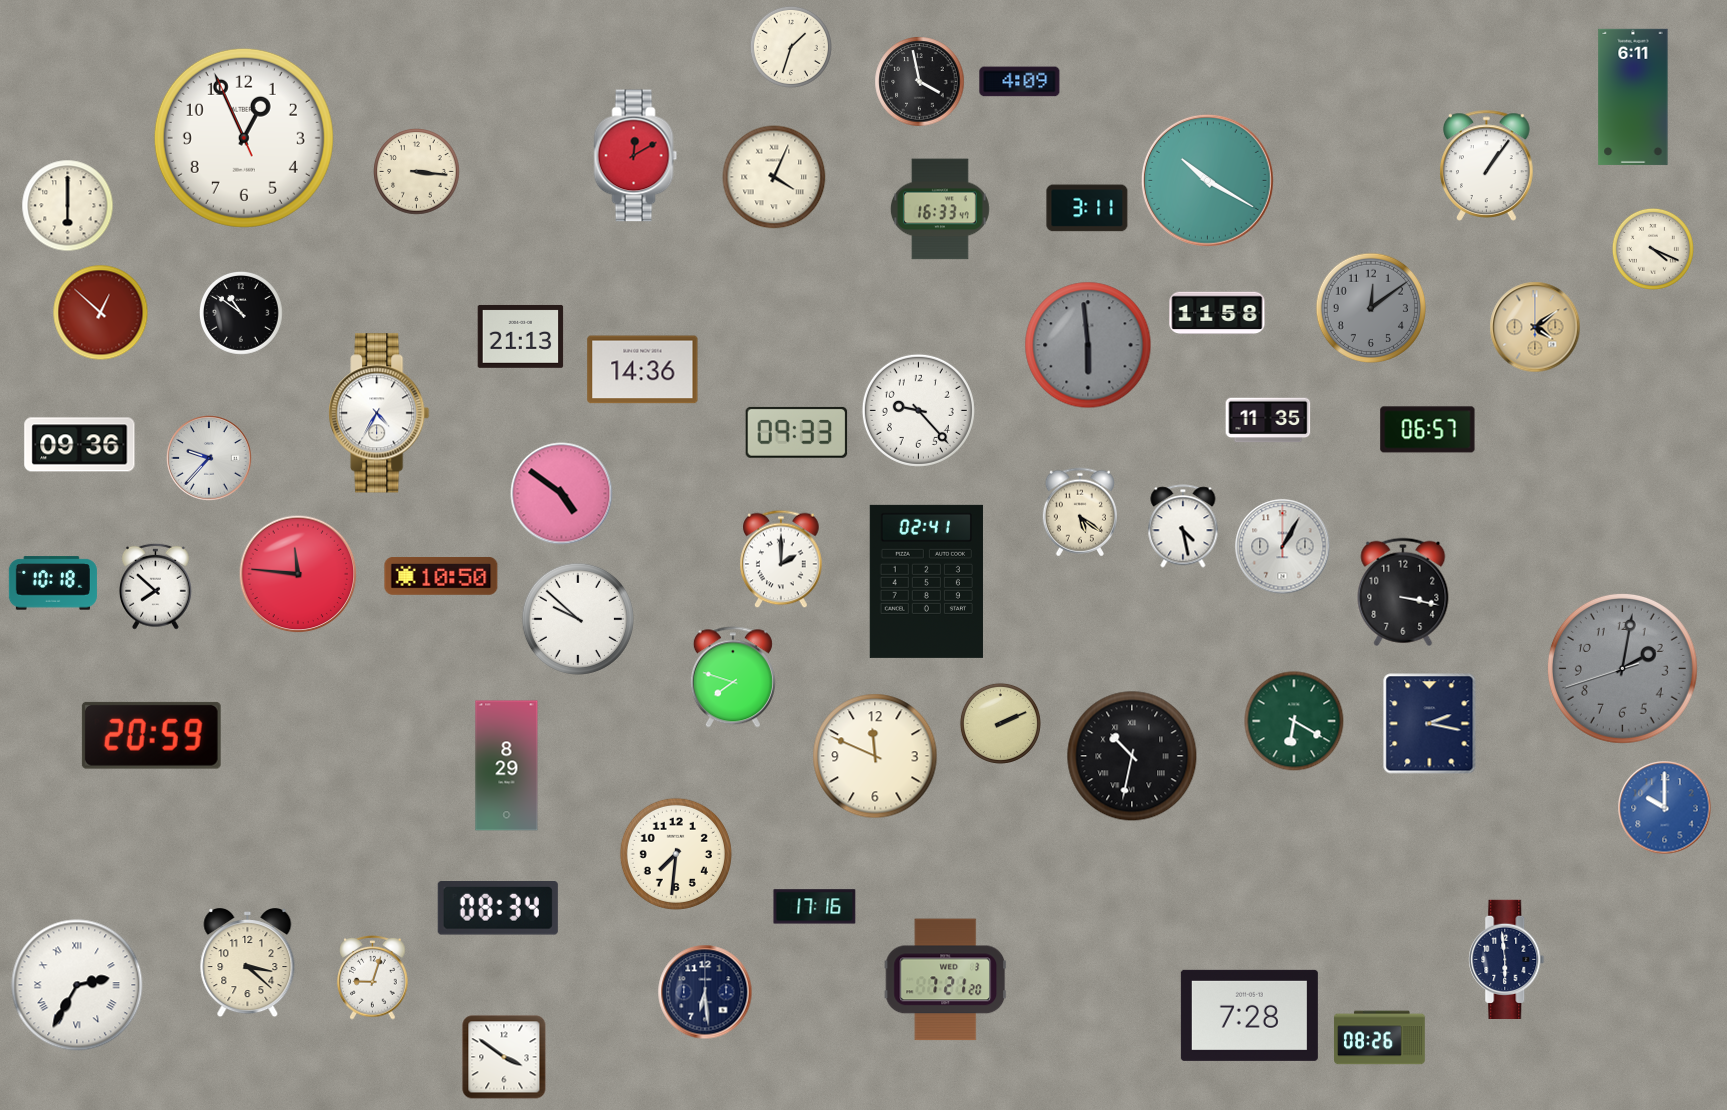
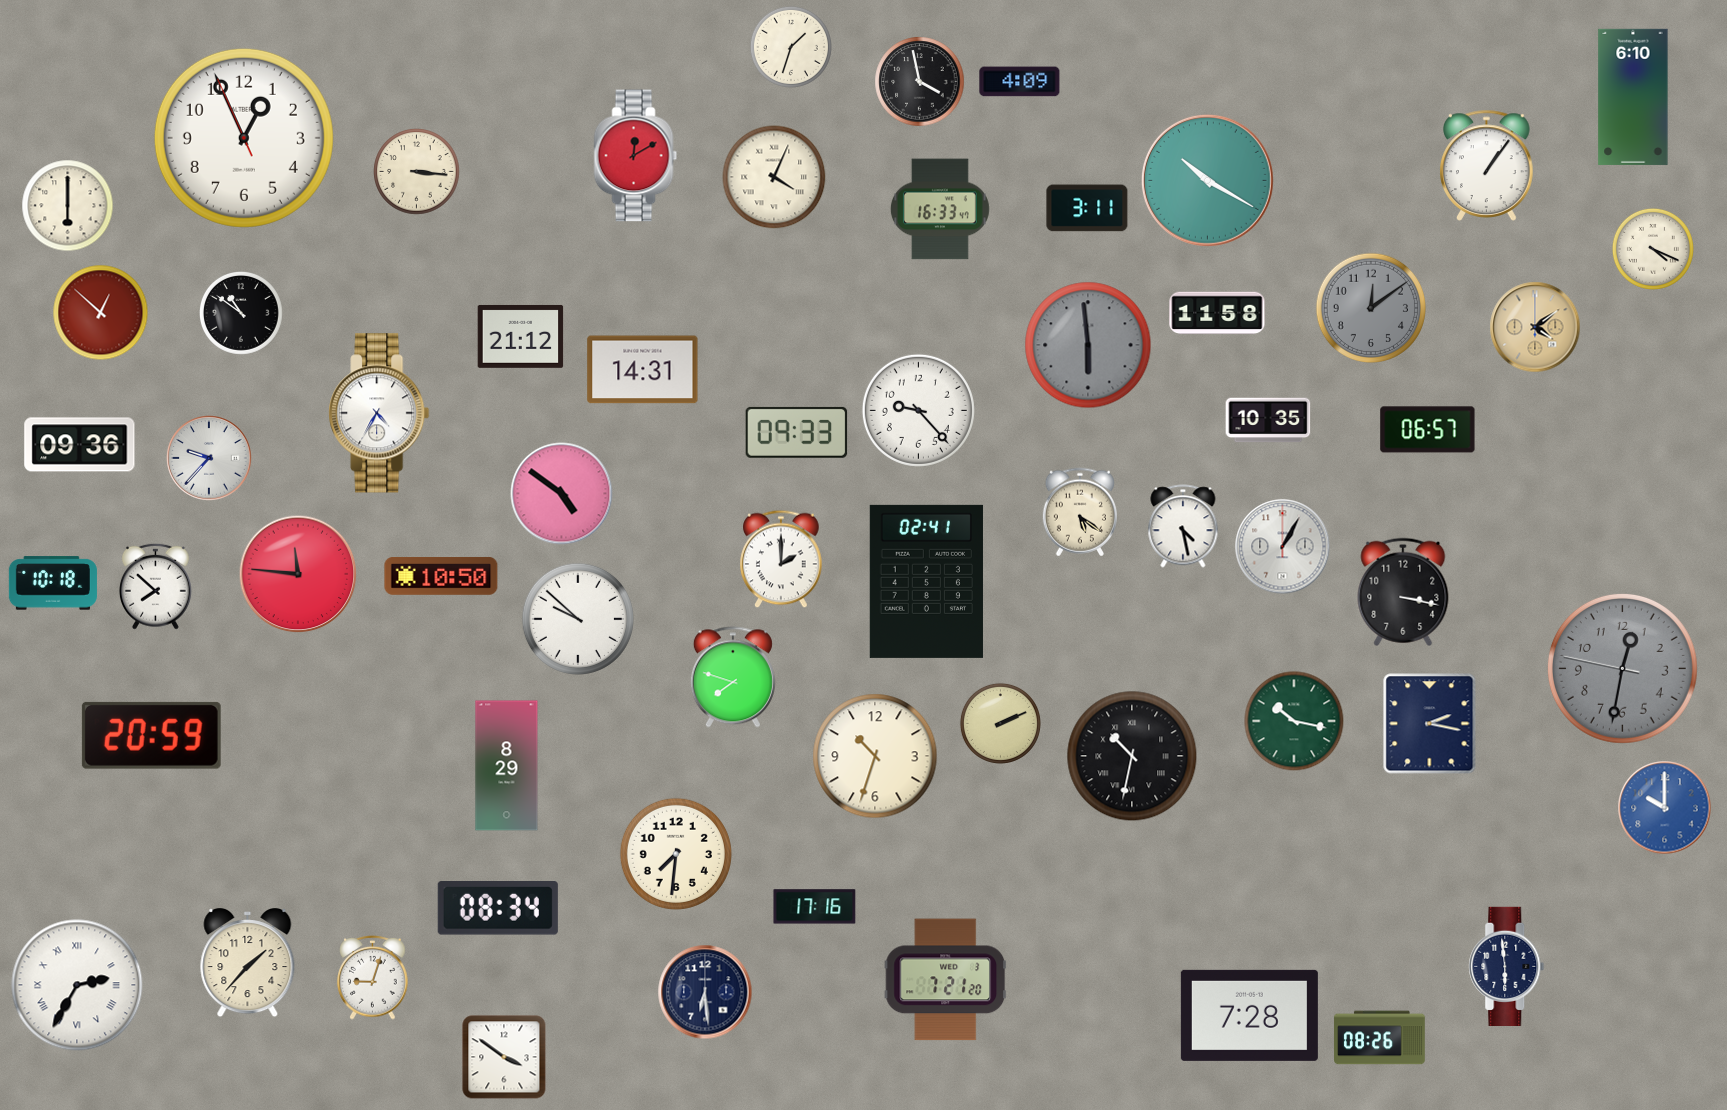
clock at (1633, 97): 6:11 -> 6:10
clock at (521, 336): 21:13 -> 21:12
clock at (643, 370): 14:36 -> 14:31
clock at (1268, 420): 11:35 -> 10:35
clock at (1622, 668): 2:01 -> 12:31
clock at (1294, 721): 6:20 -> 10:17
clock at (875, 756): 11:49 -> 10:33
clock at (1507, 959) position: (1507, 959) -> (1507, 966)
clock at (248, 964): 3:22 -> 1:37
